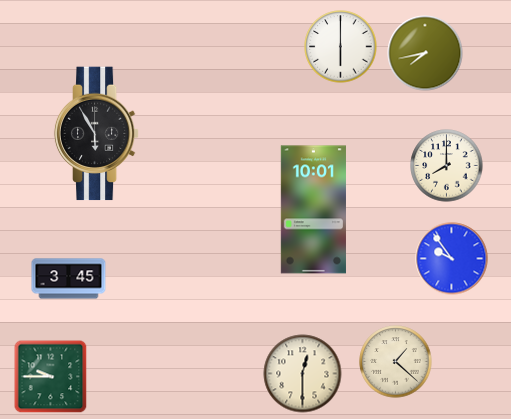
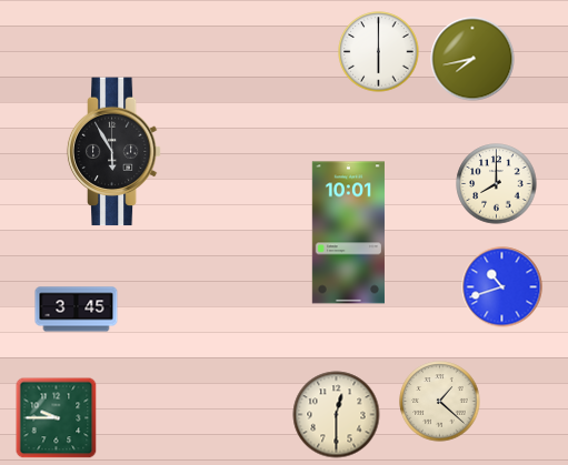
clock at (97, 134) position: (97, 134) -> (114, 152)
clock at (452, 259): 9:54 -> 10:42
